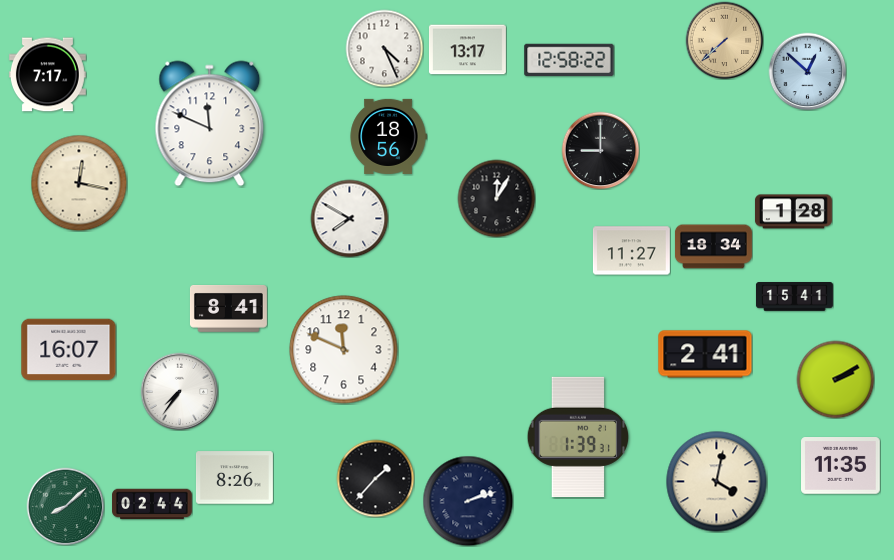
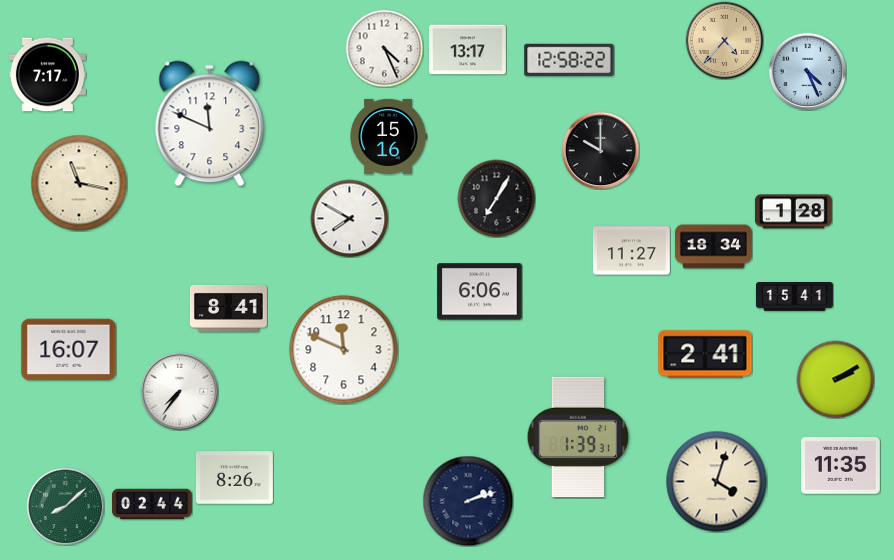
clock at (724, 40): 7:38 -> 4:37
clock at (807, 71): 12:52 -> 4:26
clock at (388, 136): 18:56 -> 15:16
clock at (600, 150): 9:00 -> 10:00
clock at (79, 183): 12:17 -> 11:17
clock at (496, 198): 12:05 -> 7:05
clock at (480, 292): none -> 6:06
clock at (375, 478): 1:37 -> none
clock at (717, 482): 4:02 -> 4:03
